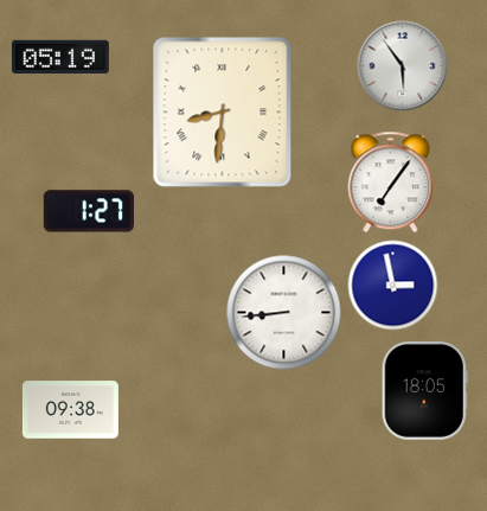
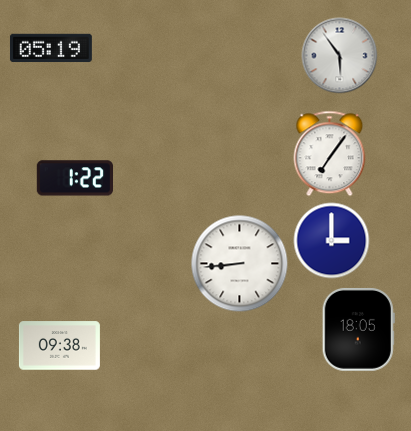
clock at (223, 113): 8:31 -> none
clock at (88, 211): 1:27 -> 1:22
clock at (393, 286): 2:58 -> 3:00
